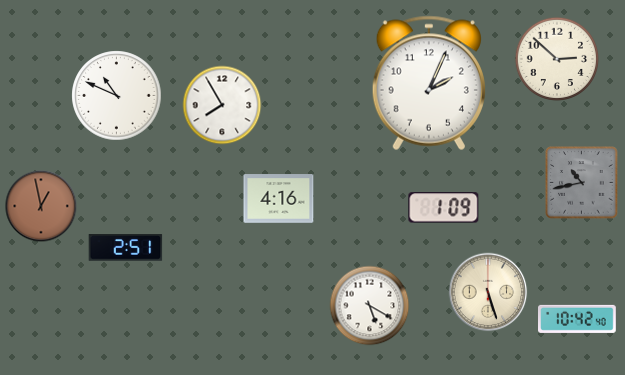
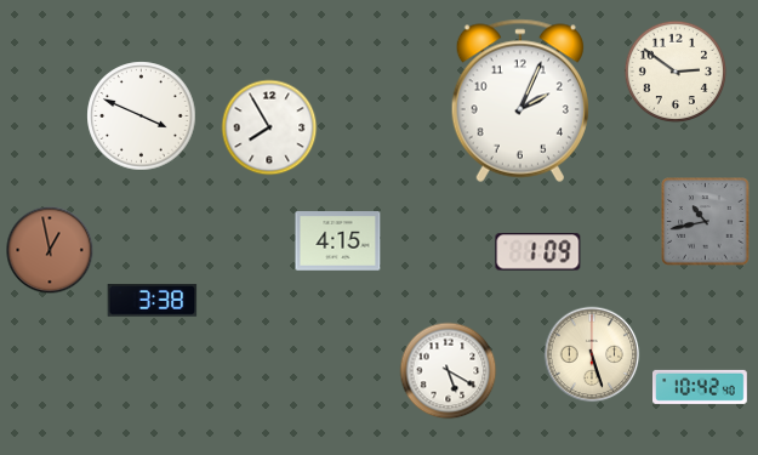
clock at (556, 58): 2:52 -> 2:51
clock at (117, 96): 10:49 -> 3:49
clock at (279, 199): 4:16 -> 4:15
clock at (126, 248): 2:51 -> 3:38
